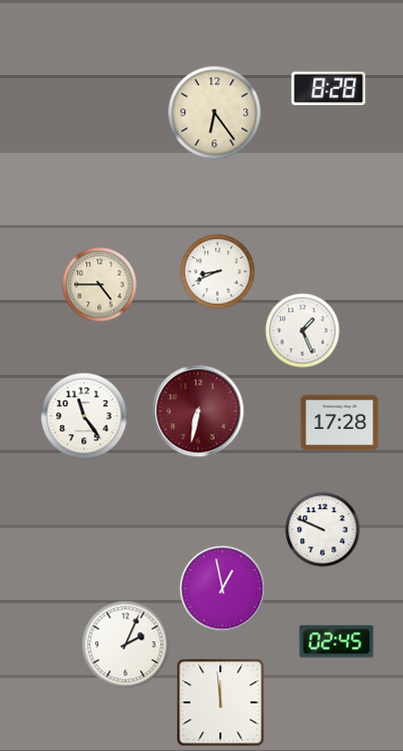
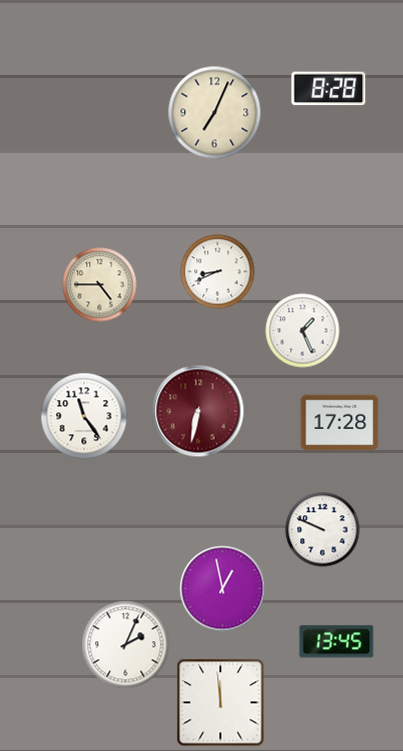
clock at (215, 113): 6:24 -> 7:04
clock at (337, 642): 02:45 -> 13:45
